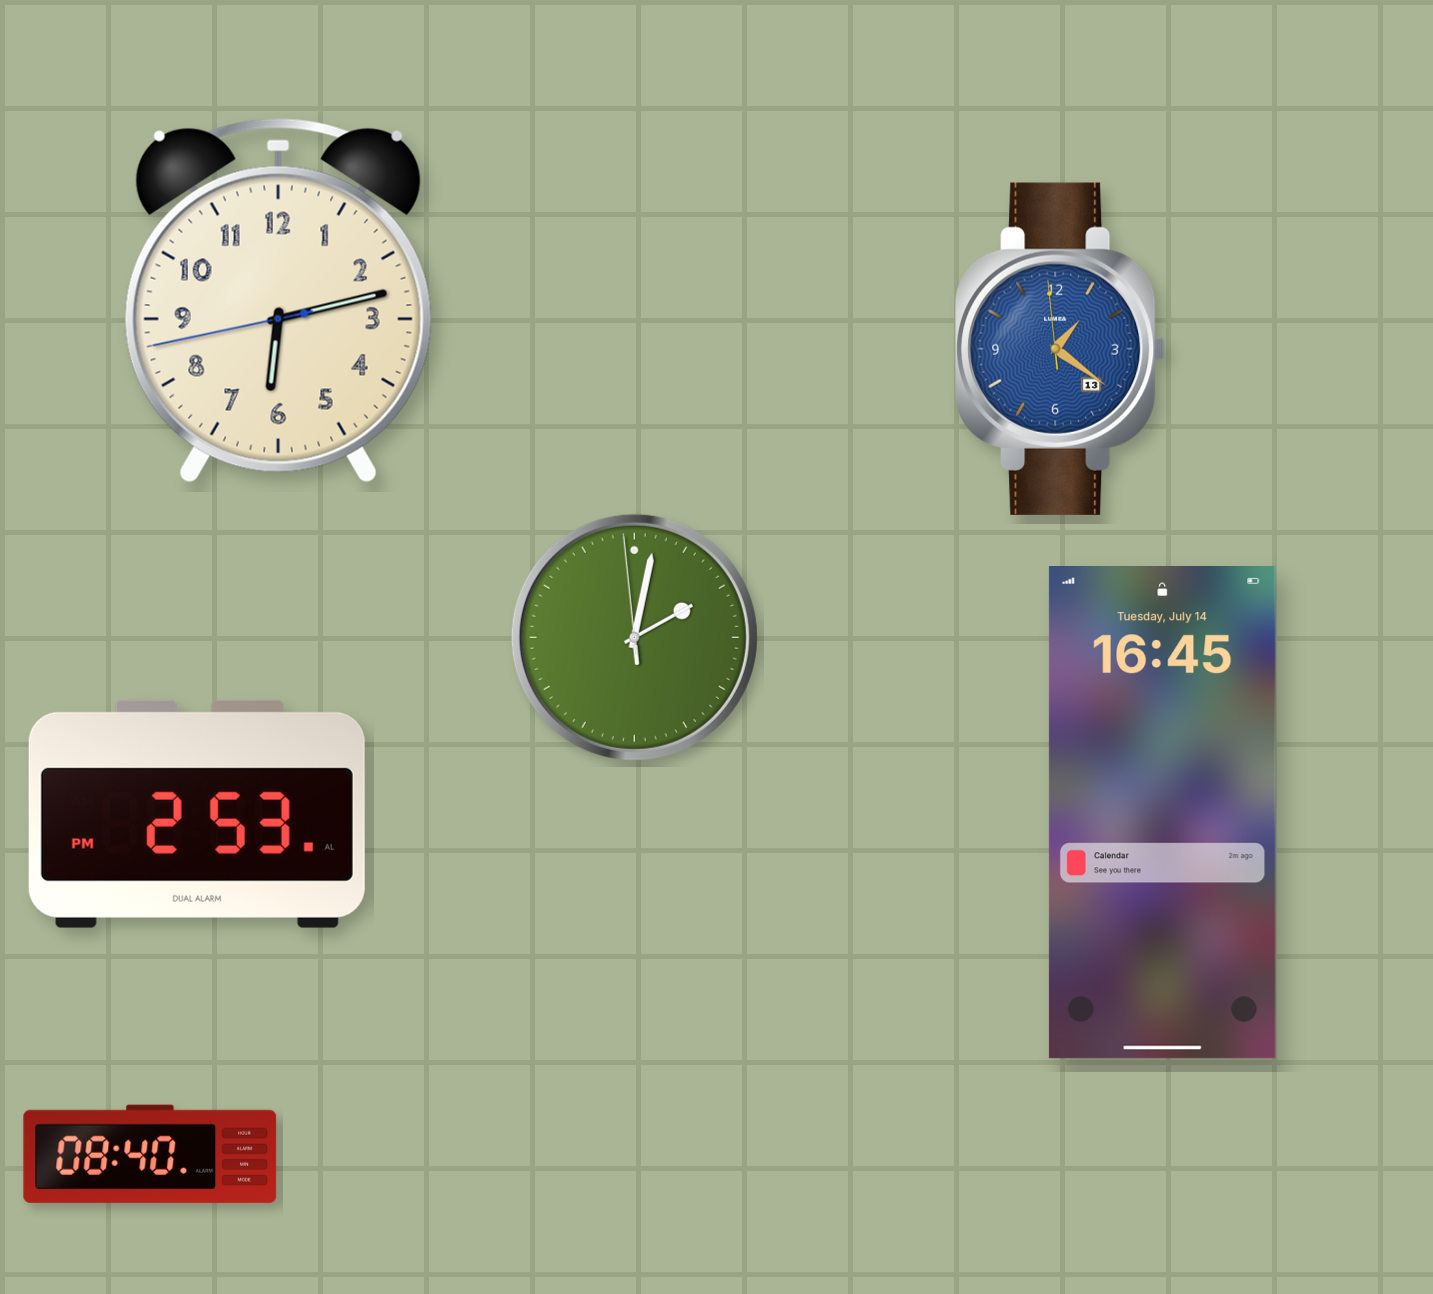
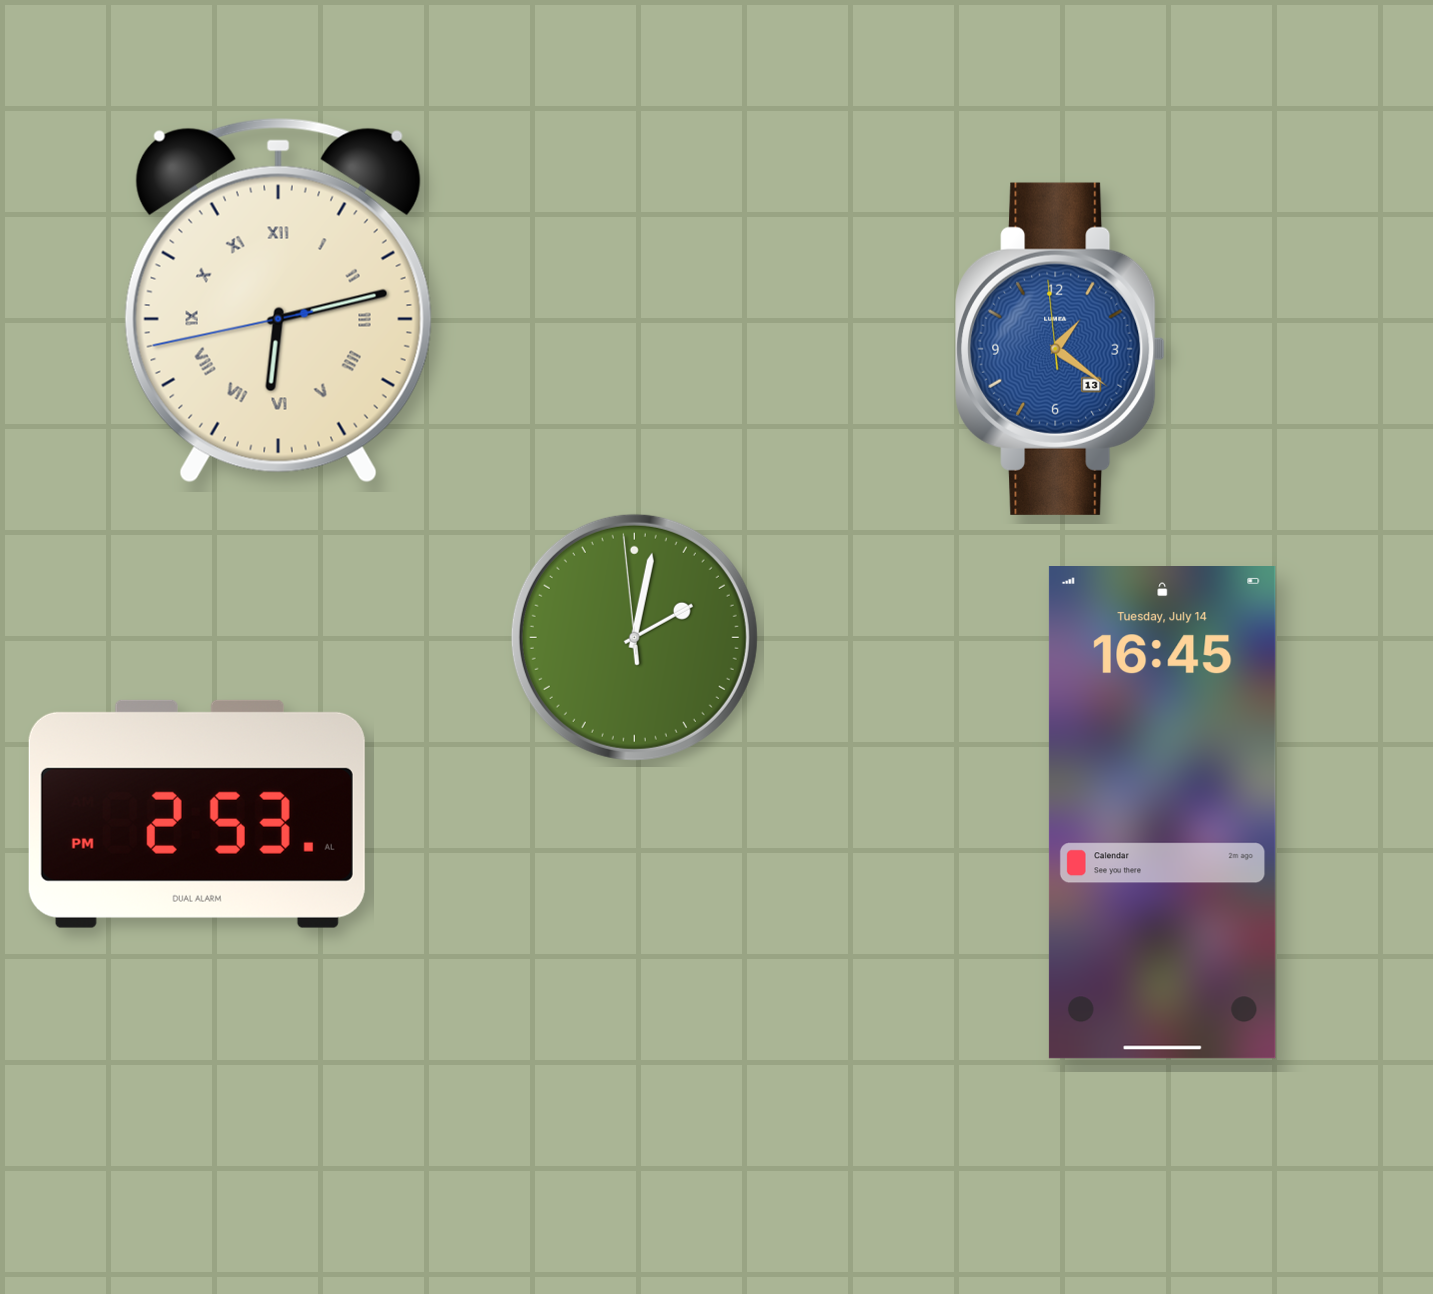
clock at (278, 300) numerals: Arabic -> Roman
clock at (150, 1154): 08:40 -> none
